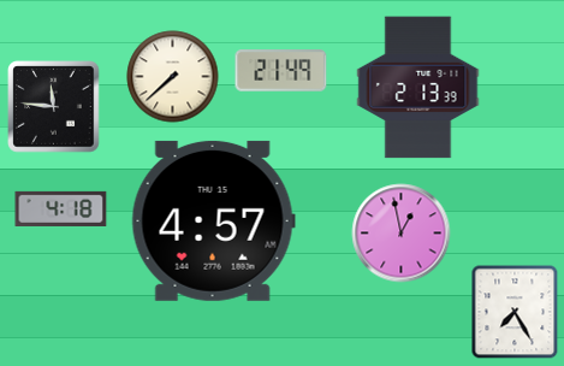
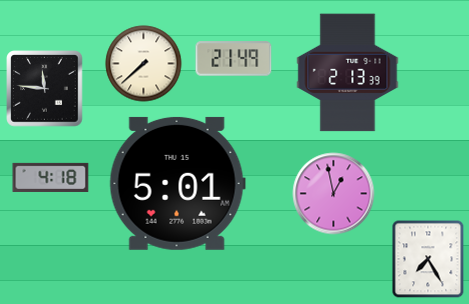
clock at (61, 208) position: (61, 208) -> (51, 177)
clock at (213, 220): 4:57 -> 5:01
